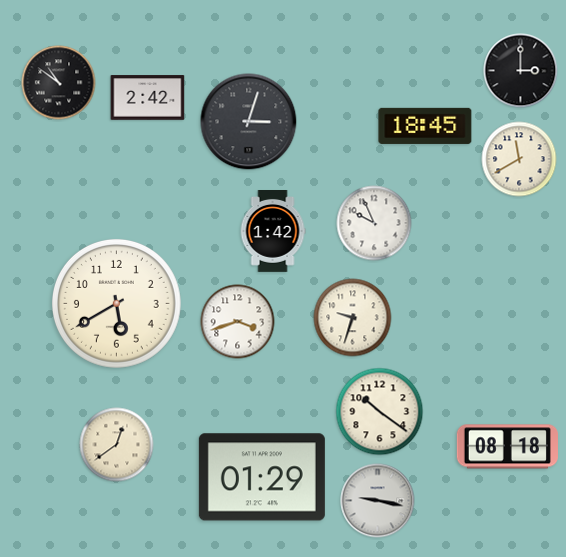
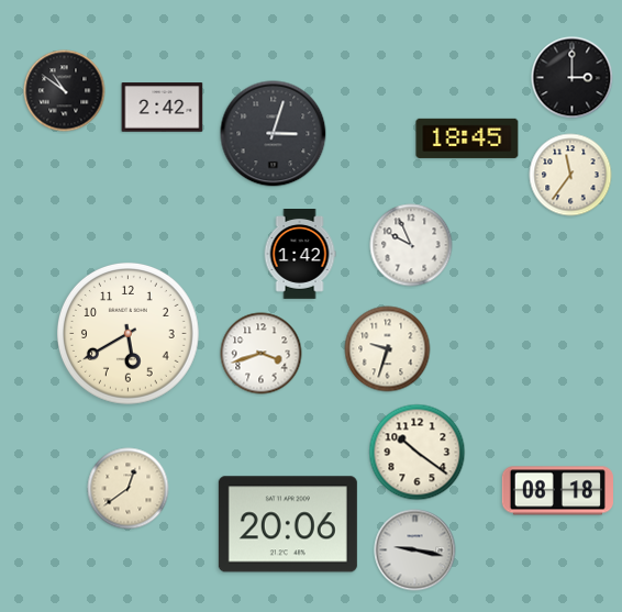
clock at (519, 159): 11:40 -> 11:36
clock at (262, 477): 01:29 -> 20:06
